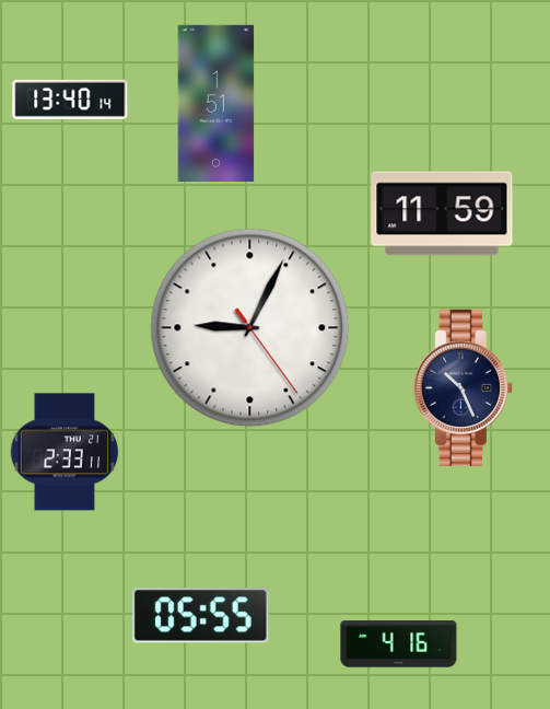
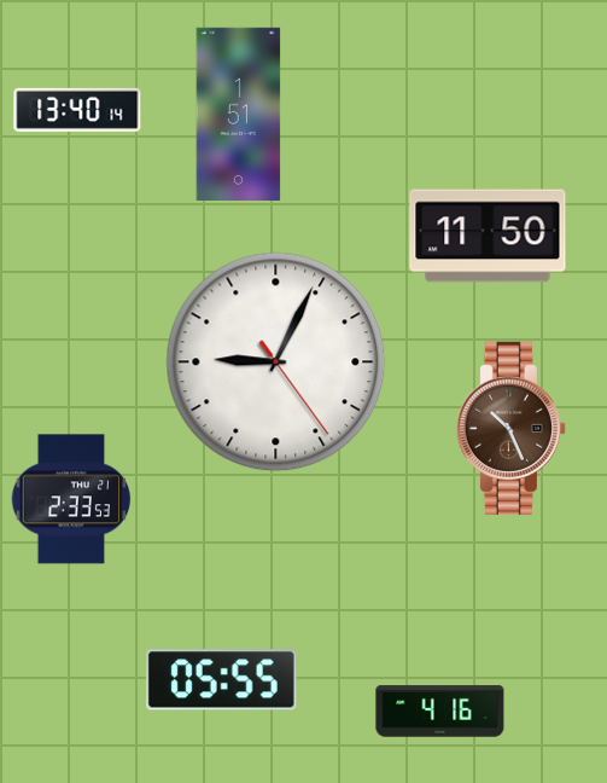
clock at (442, 213): 11:59 -> 11:50
clock at (463, 387) dial: navy -> brown
clock at (65, 452): 2:33:11 -> 2:33:53
